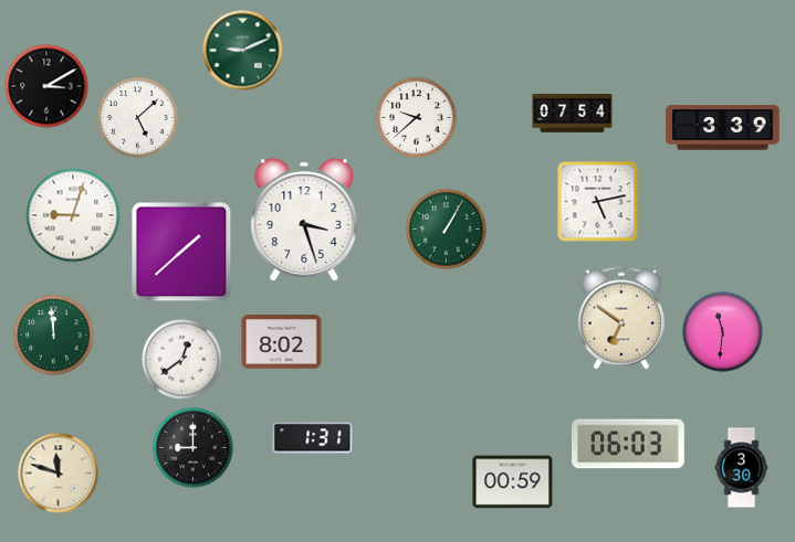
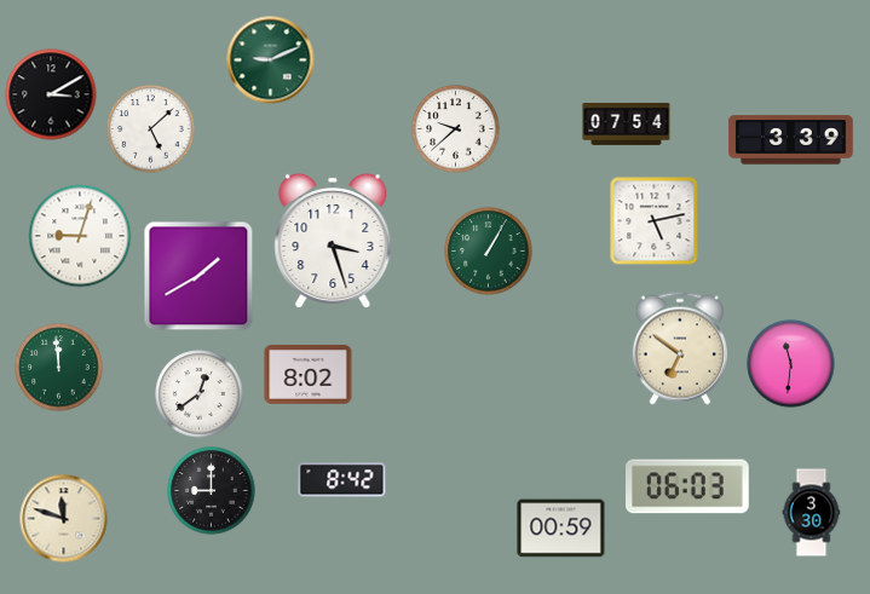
clock at (243, 51) position: (243, 51) -> (271, 60)
clock at (181, 252): 1:38 -> 1:40
clock at (313, 438): 1:31 -> 8:42
